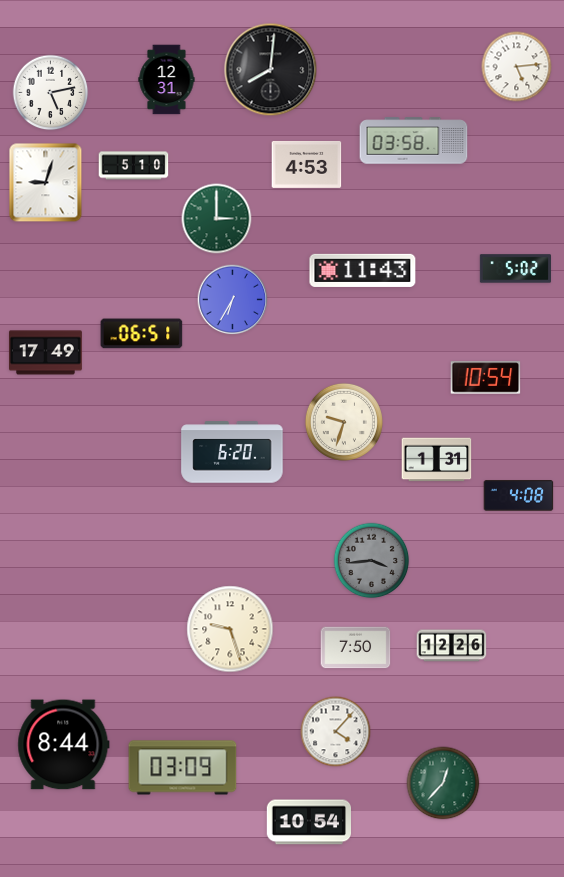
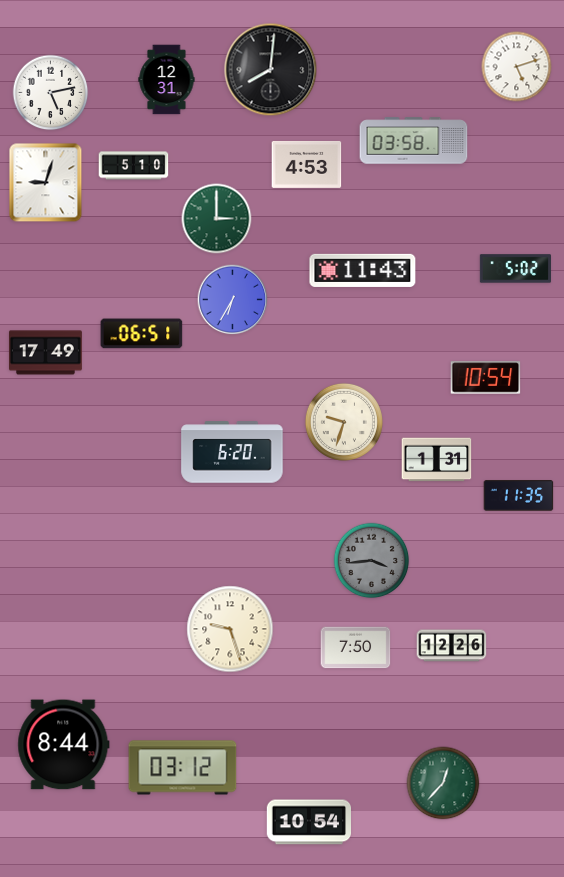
clock at (517, 67): 5:14 -> 5:12
clock at (519, 496): 4:08 -> 11:35
clock at (336, 732): 4:07 -> none
clock at (183, 768): 03:09 -> 03:12
